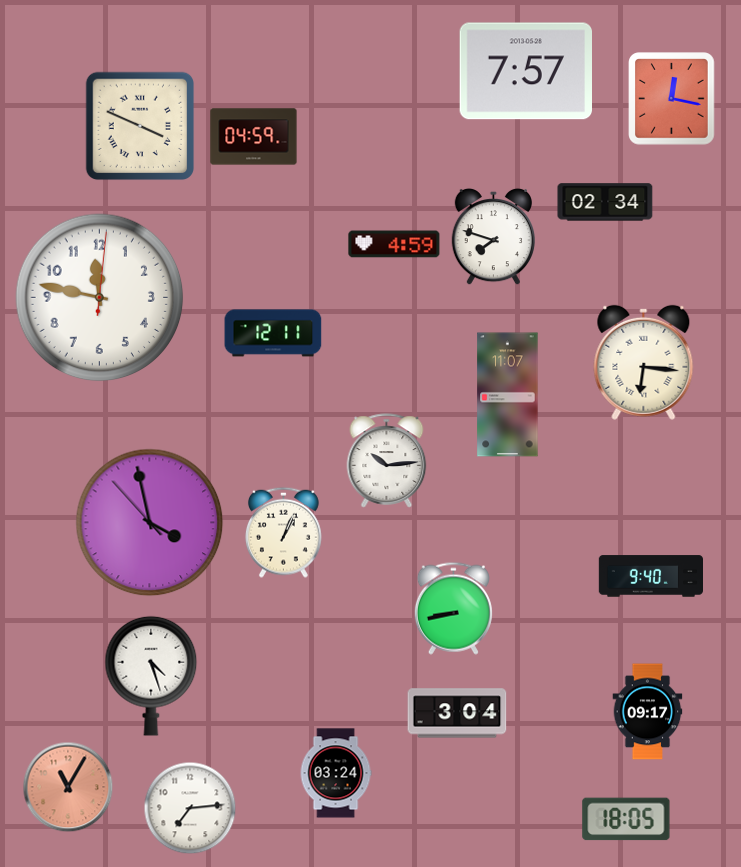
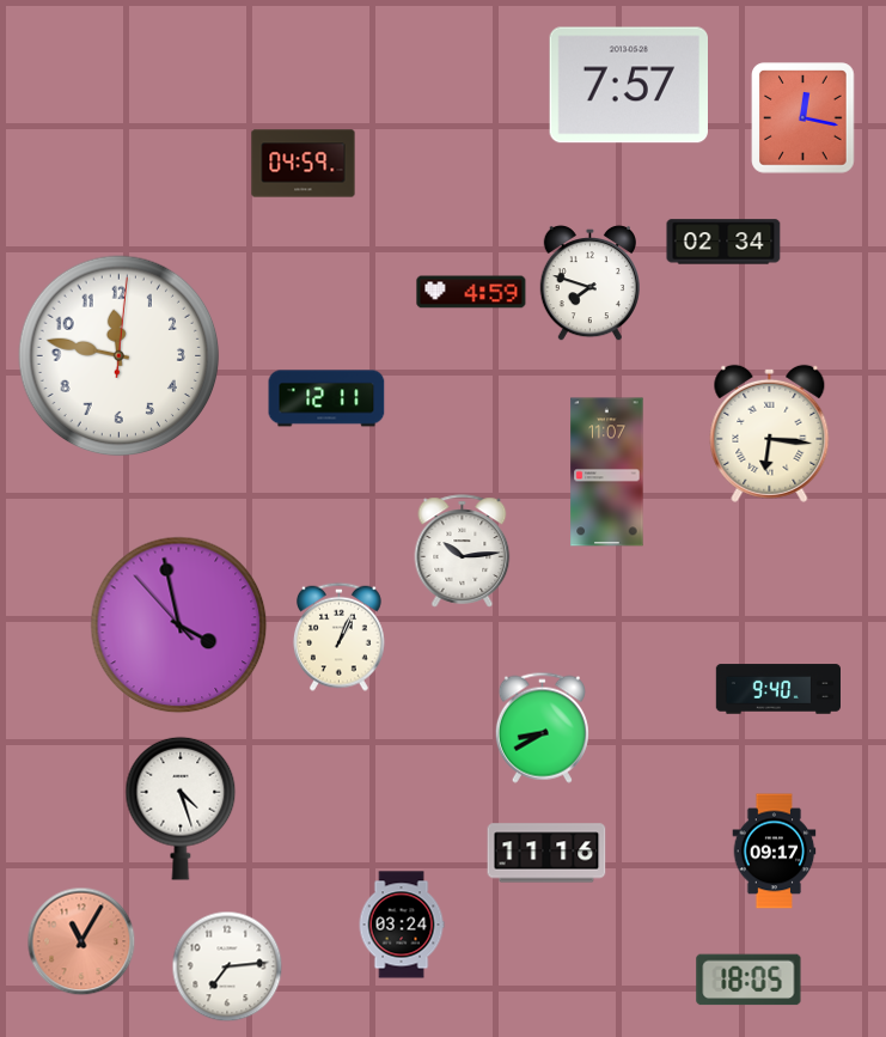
clock at (140, 126): 3:49 -> none
clock at (453, 608): 8:43 -> 8:40
clock at (457, 713): 3:04 -> 11:16
